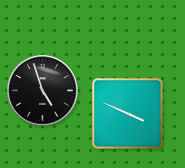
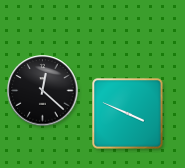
clock at (43, 91): 4:57 -> 12:22
